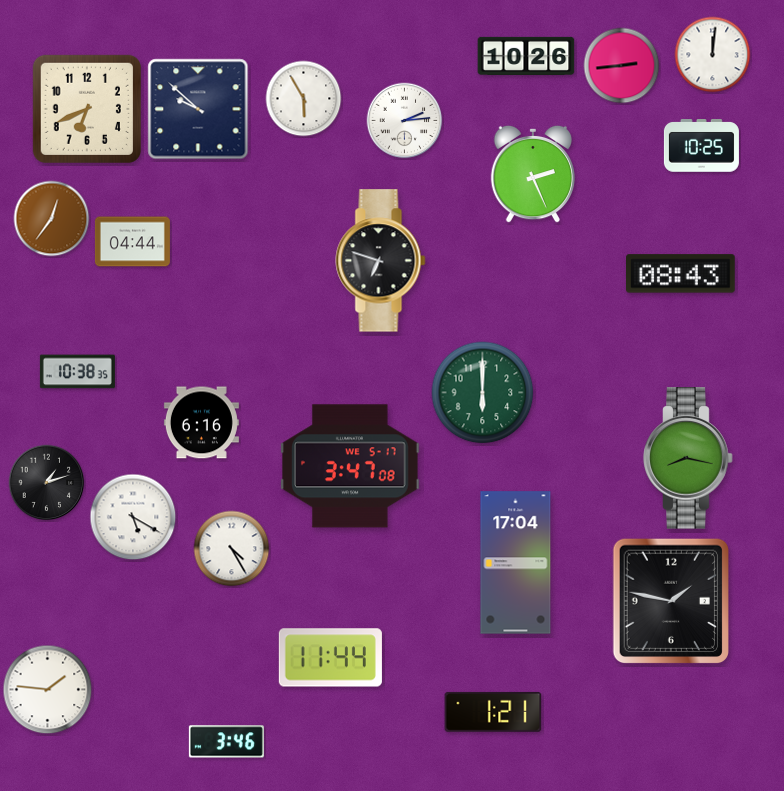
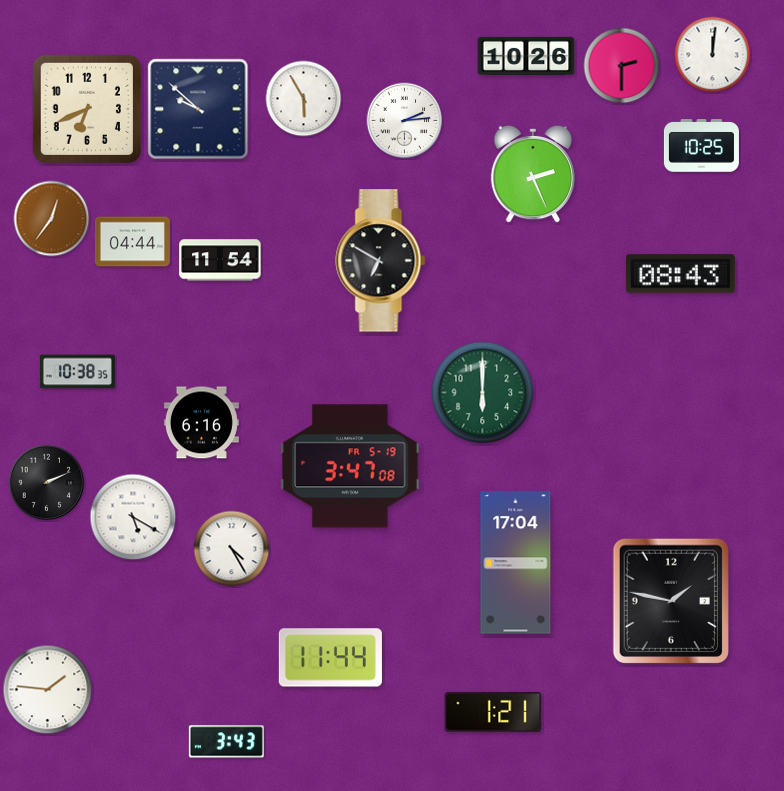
clock at (622, 66): 2:44 -> 2:30
clock at (220, 260): none -> 11:54
clock at (381, 261): 6:48 -> 6:50
clock at (688, 458): 8:17 -> none
clock at (350, 466) date: WE 5-17 -> FR 5-19
clock at (47, 483): 1:12 -> 2:11
clock at (226, 742): 3:46 -> 3:43
